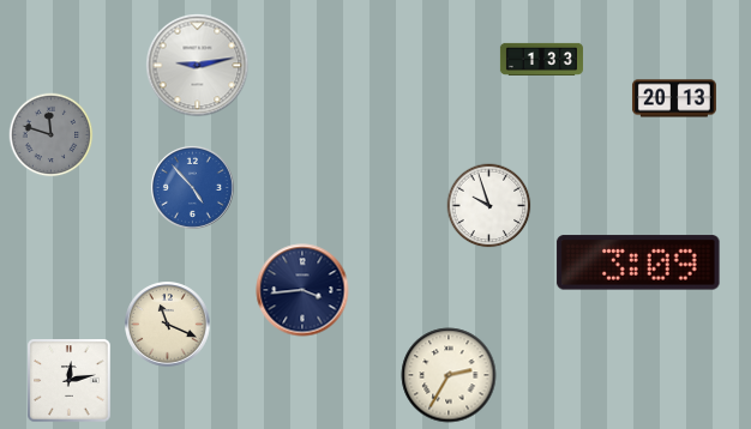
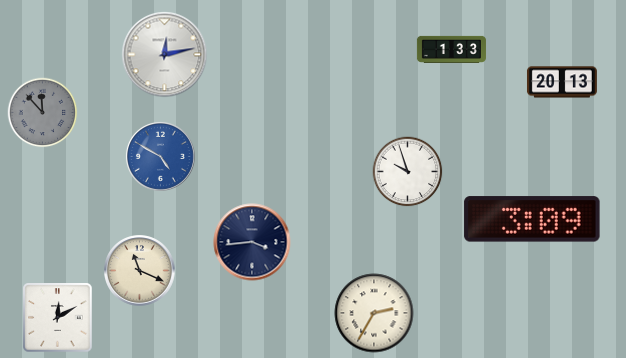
clock at (198, 66): 9:13 -> 12:13
clock at (52, 135): 11:48 -> 11:53
clock at (192, 187): 4:53 -> 4:50
clock at (70, 381): 12:13 -> 12:10
